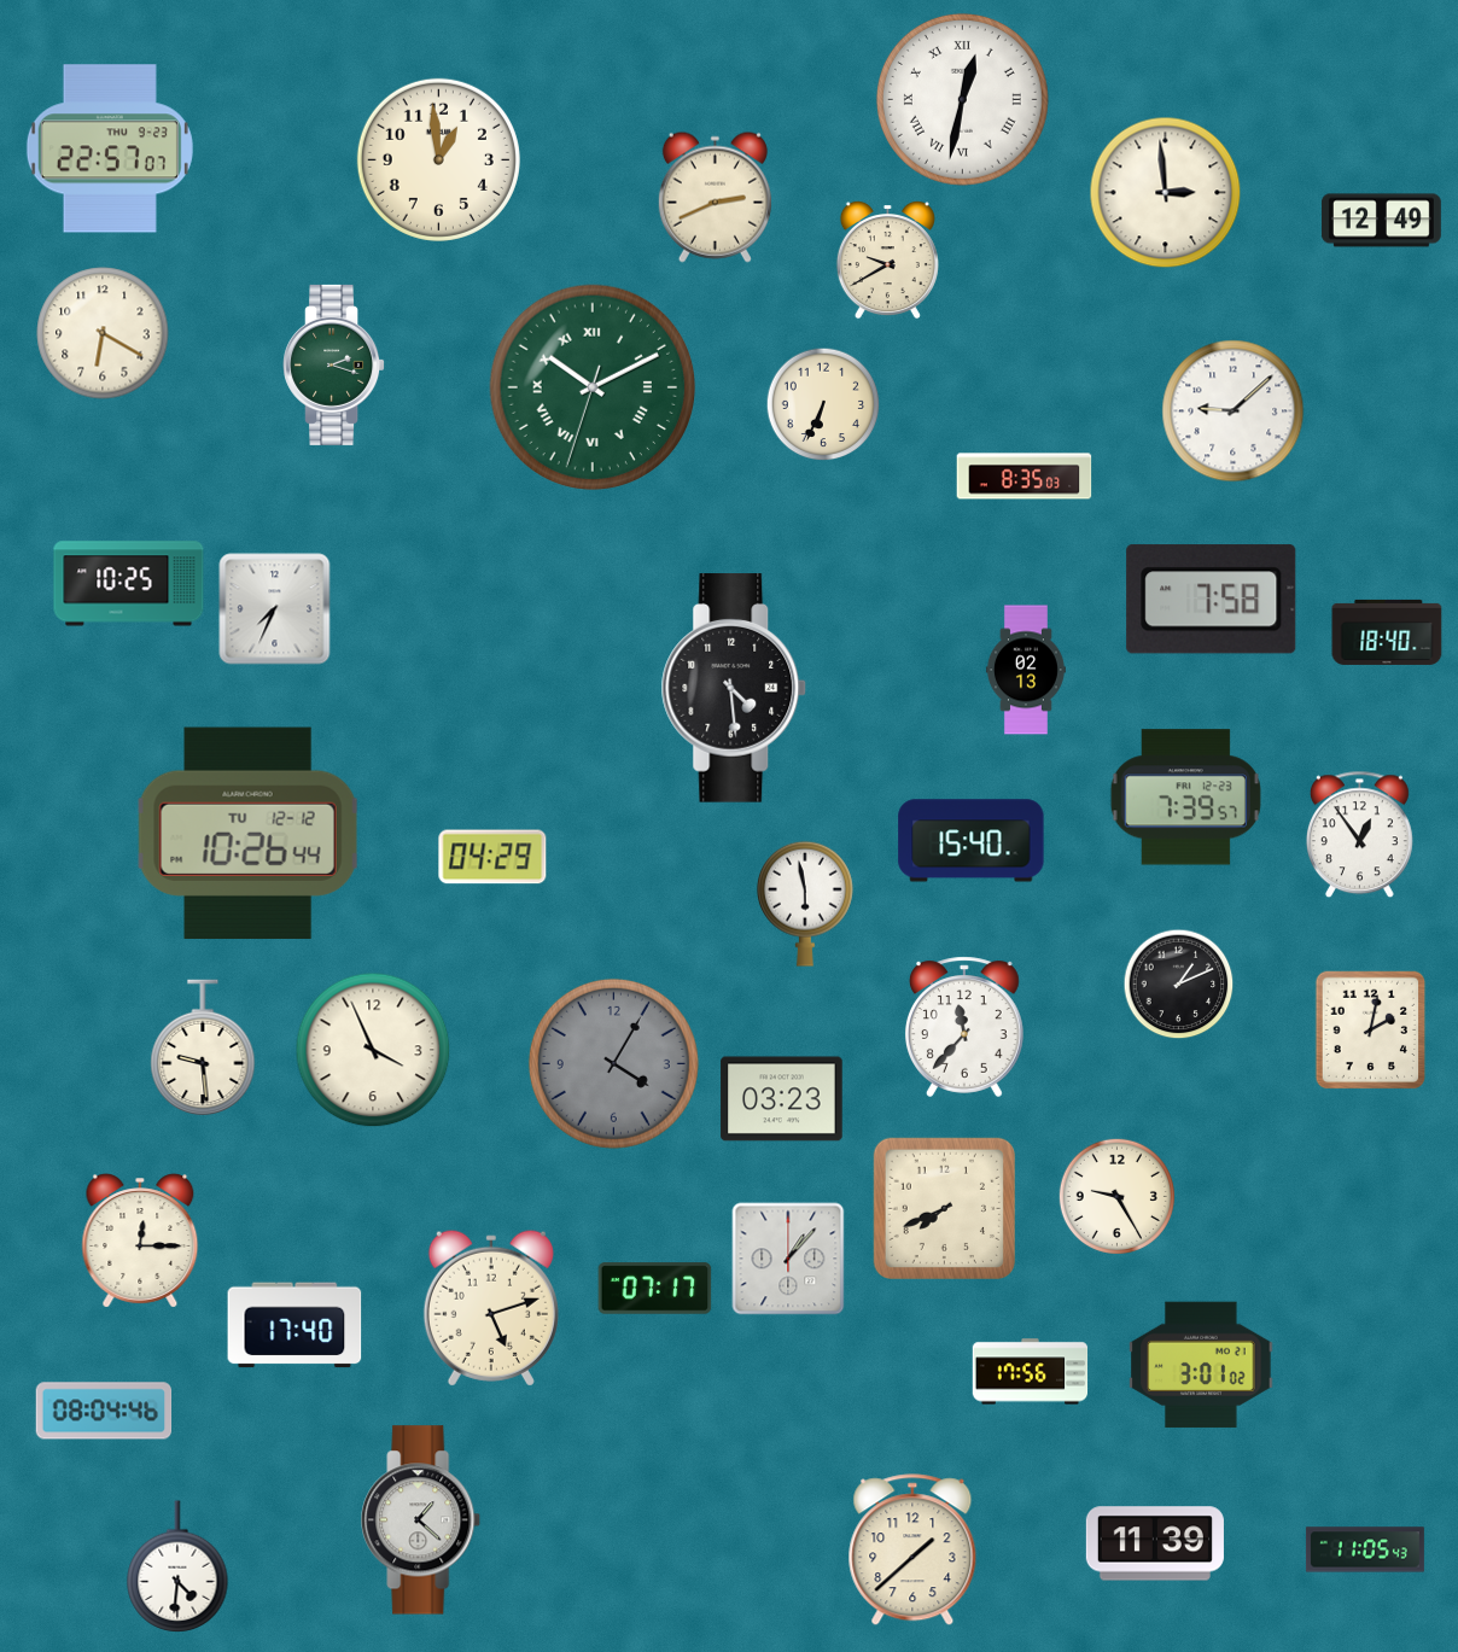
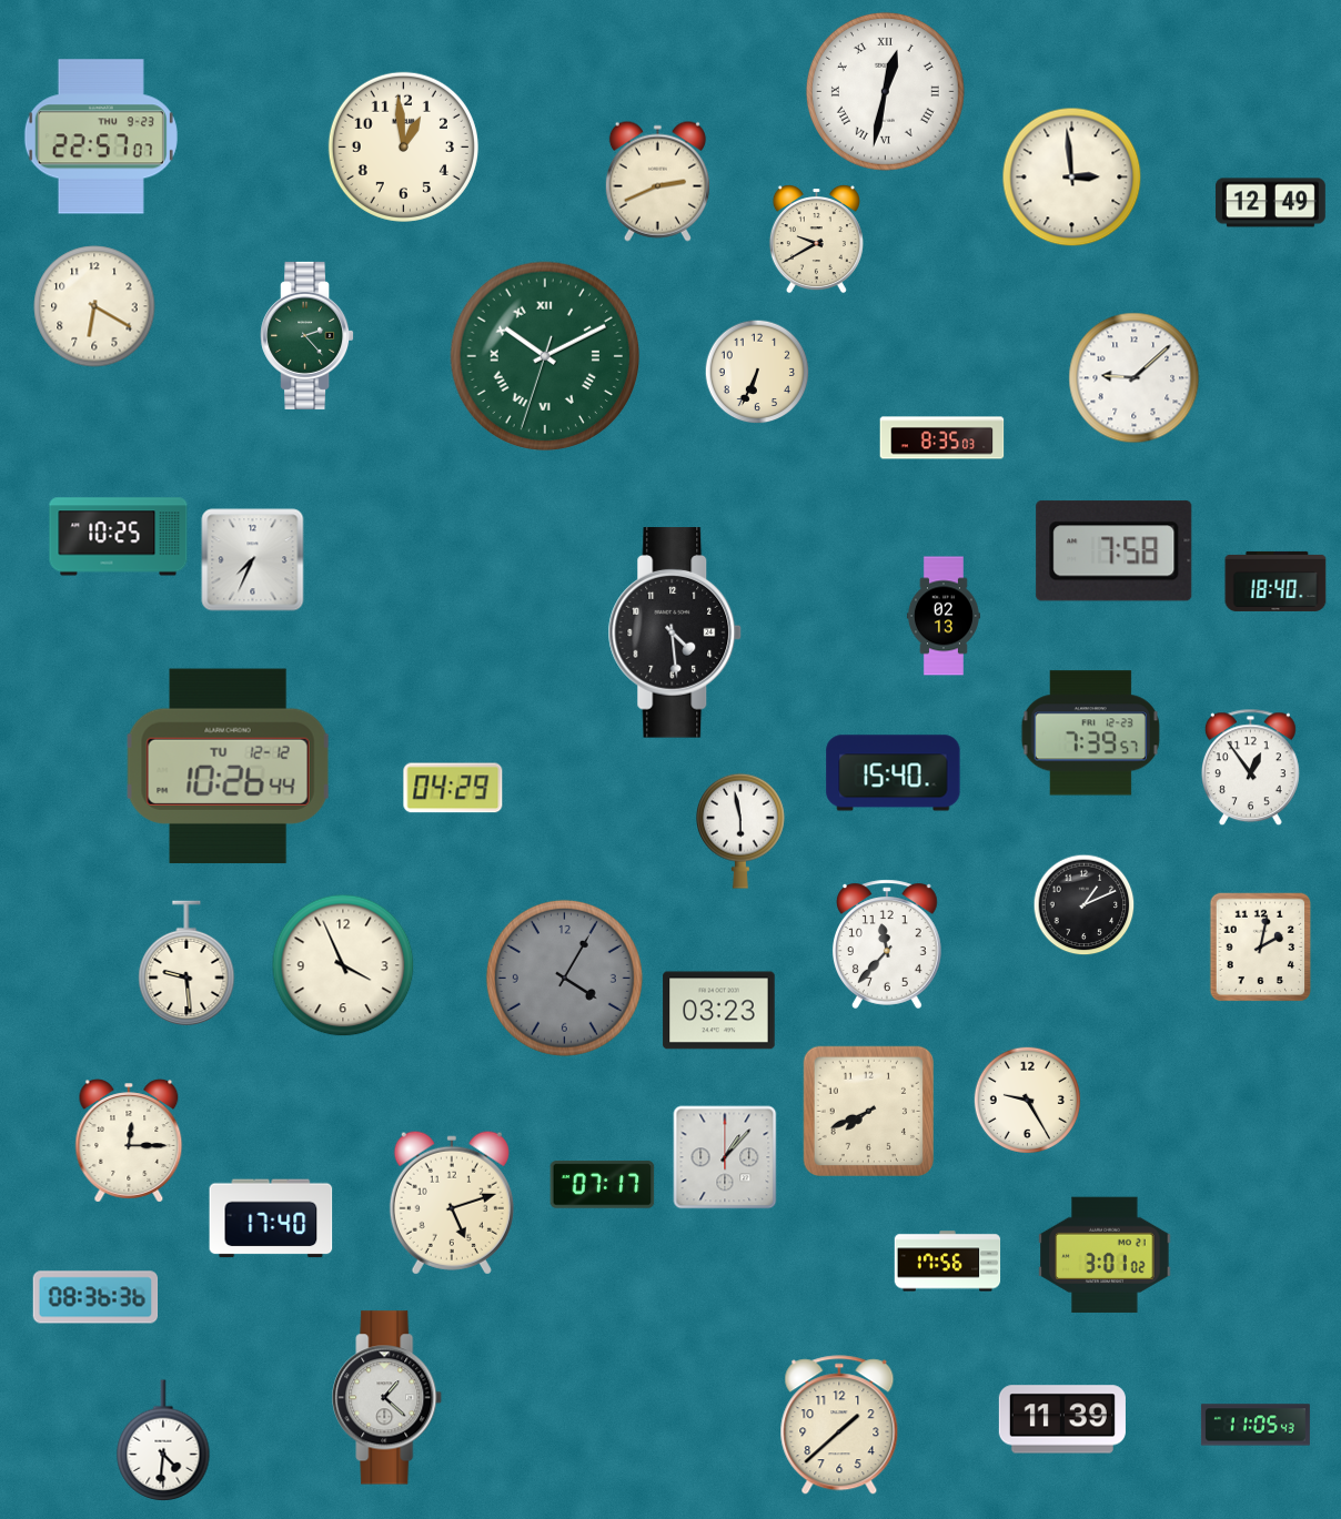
clock at (334, 364): 2:18 -> 2:23
clock at (104, 1411): 08:04 -> 08:36
